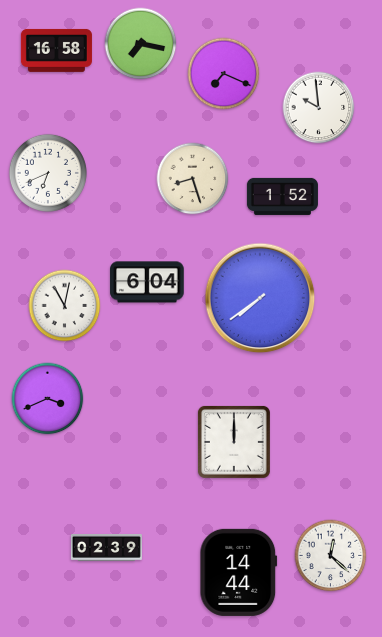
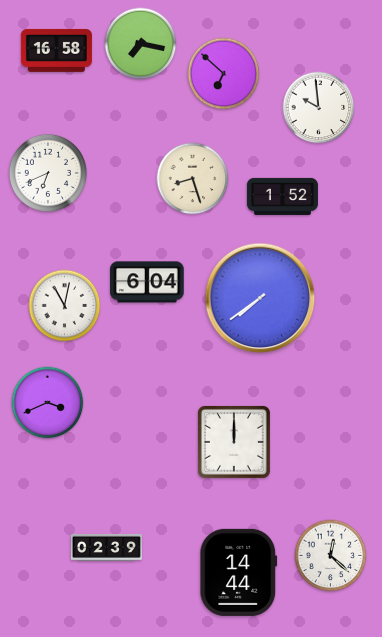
clock at (224, 74): 7:19 -> 6:52
clock at (48, 399) position: (48, 399) -> (48, 403)
